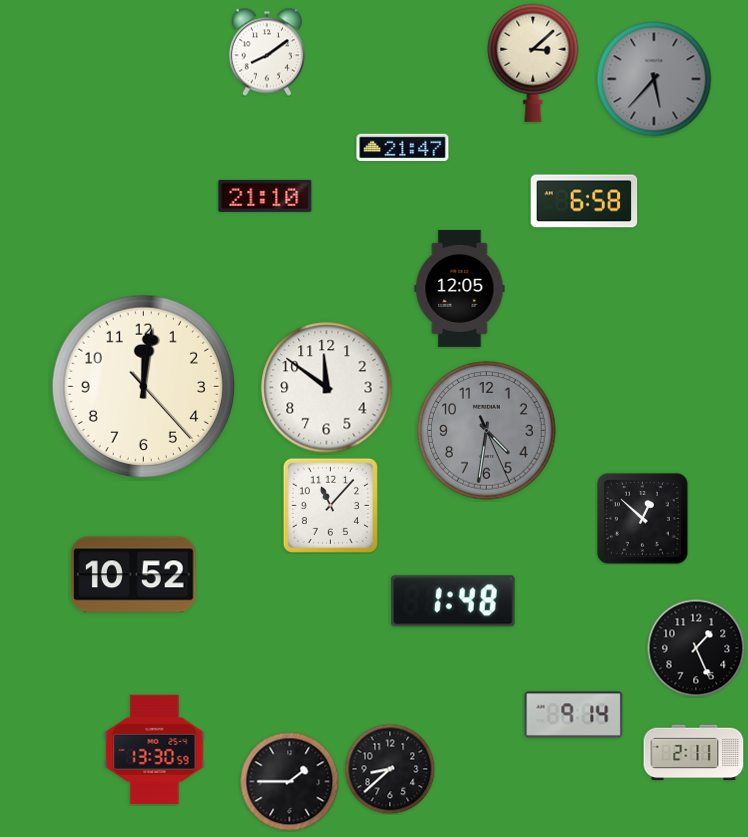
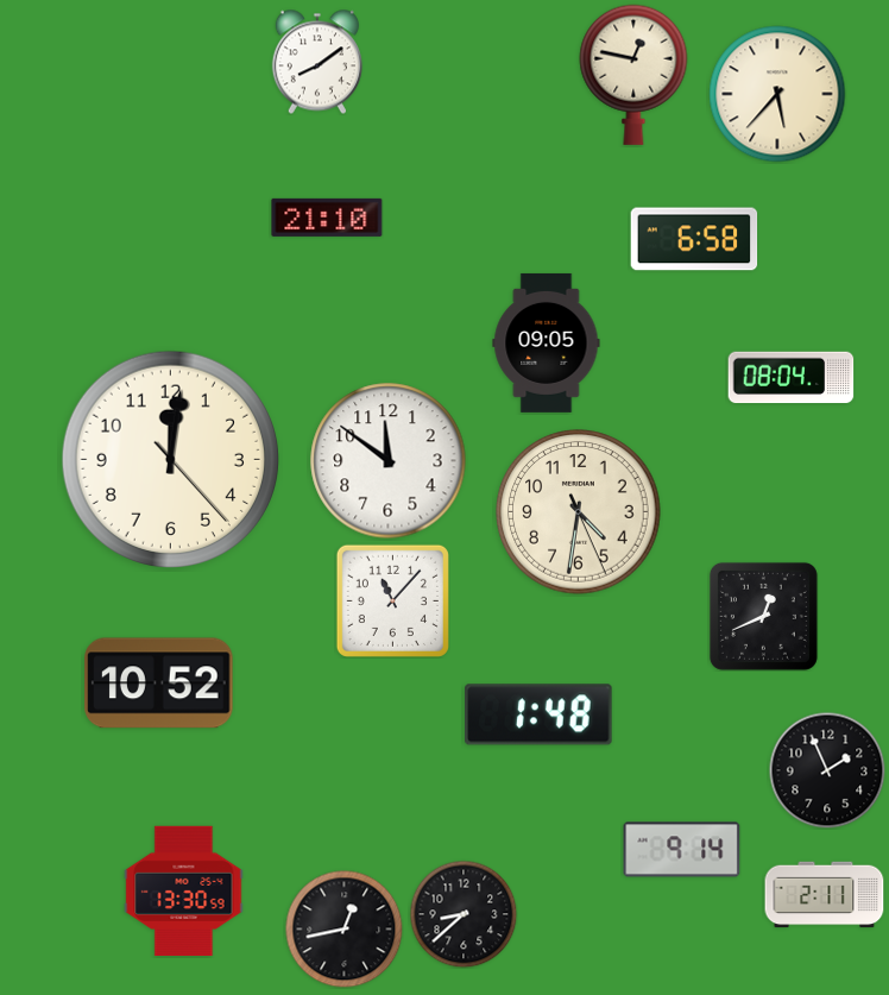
clock at (533, 63): 3:08 -> 12:47
clock at (654, 79) dial: grey -> cream
clock at (403, 148): 21:47 -> none
clock at (265, 196) position: (265, 196) -> (327, 218)
clock at (460, 288): 12:05 -> 09:05
clock at (792, 378): none -> 08:04
clock at (487, 431) dial: grey -> cream
clock at (642, 518): 12:52 -> 12:41
clock at (696, 648): 1:26 -> 1:56
clock at (290, 782): 1:45 -> 12:43
